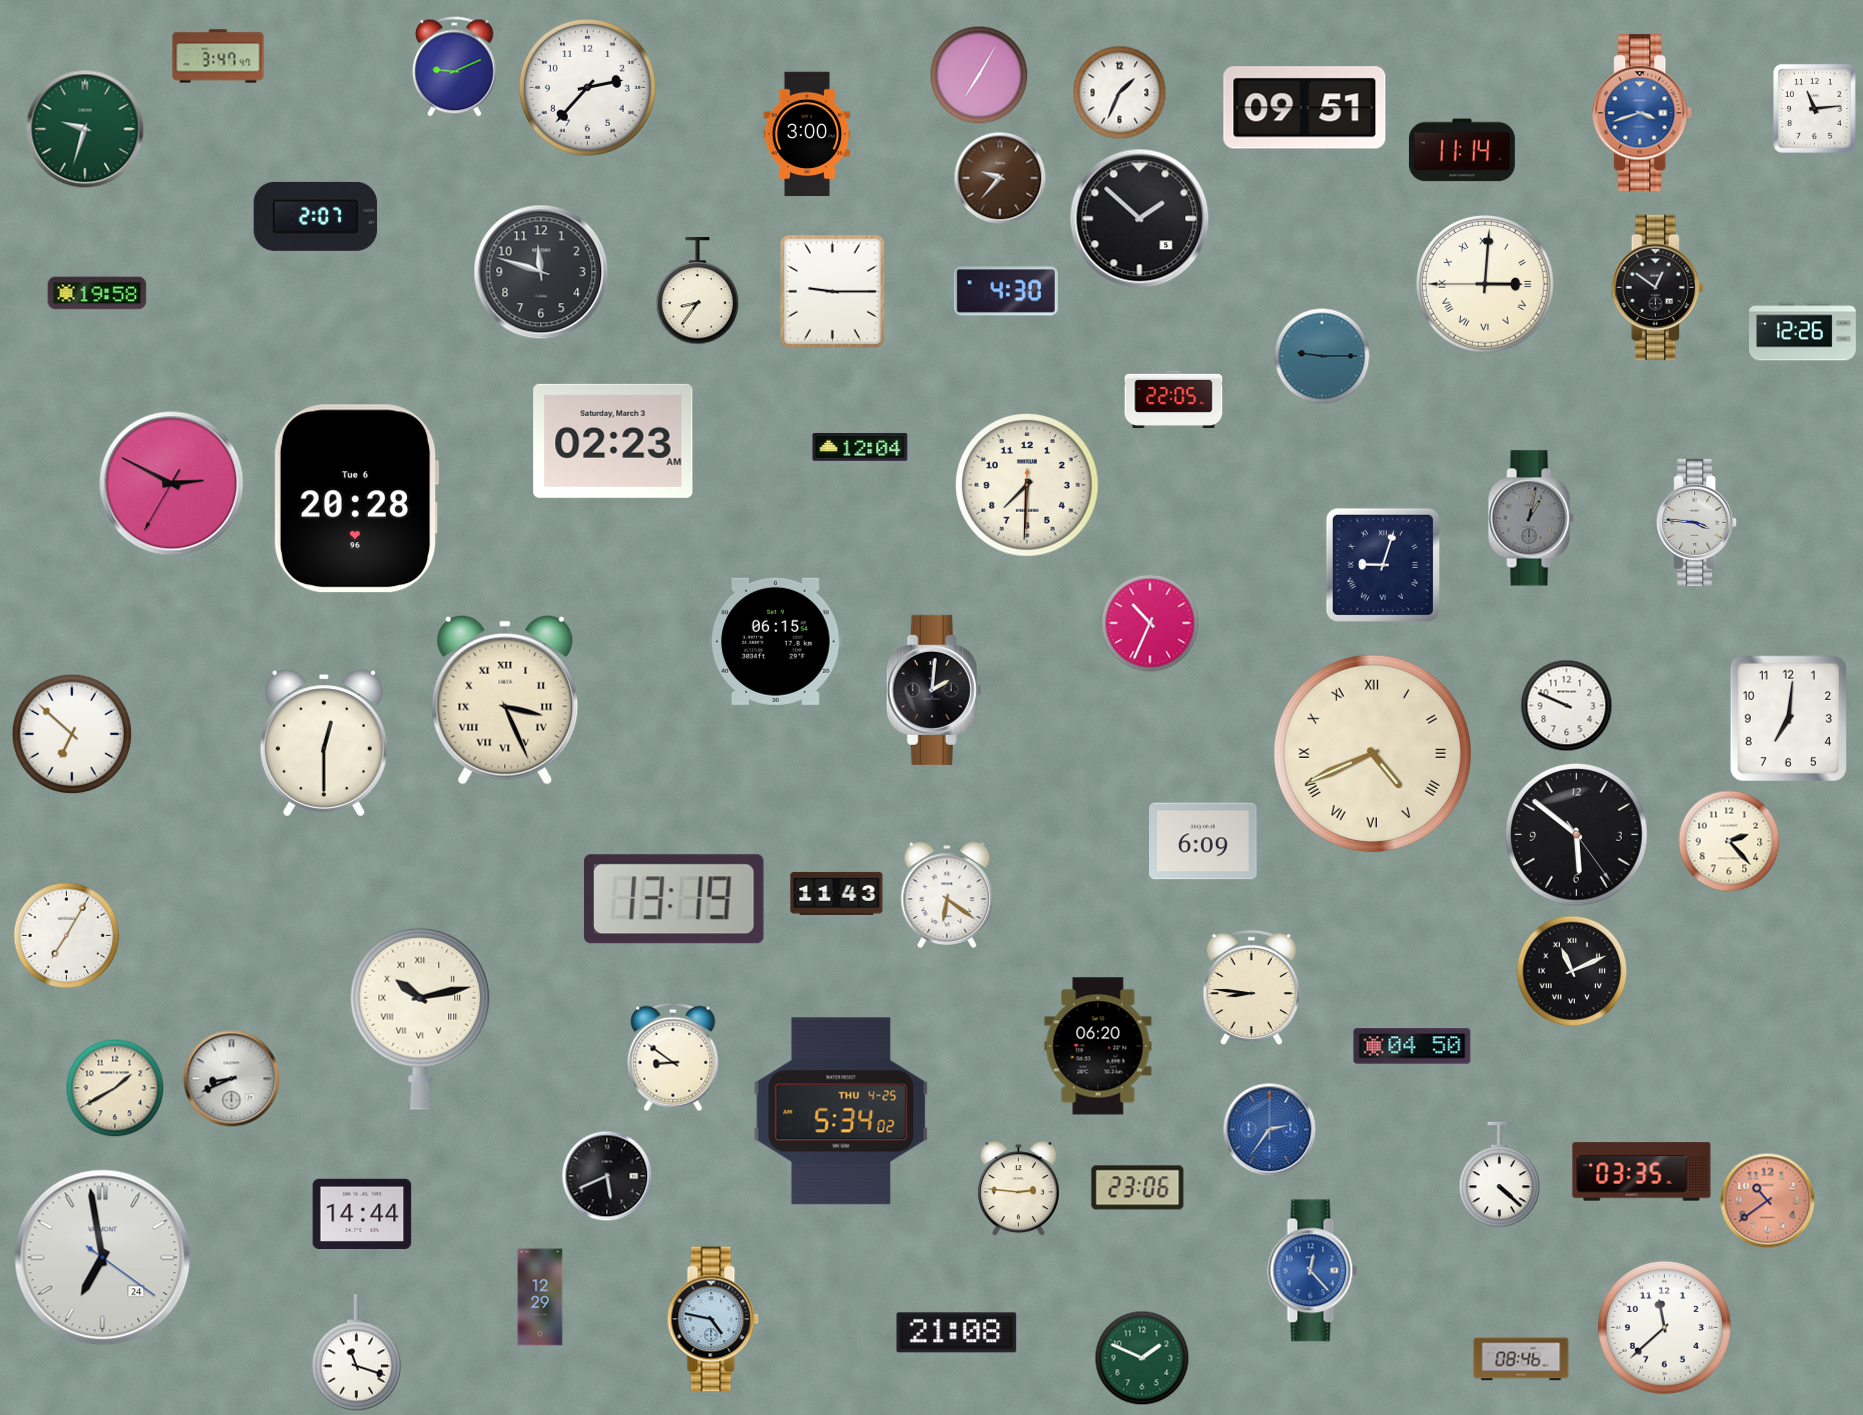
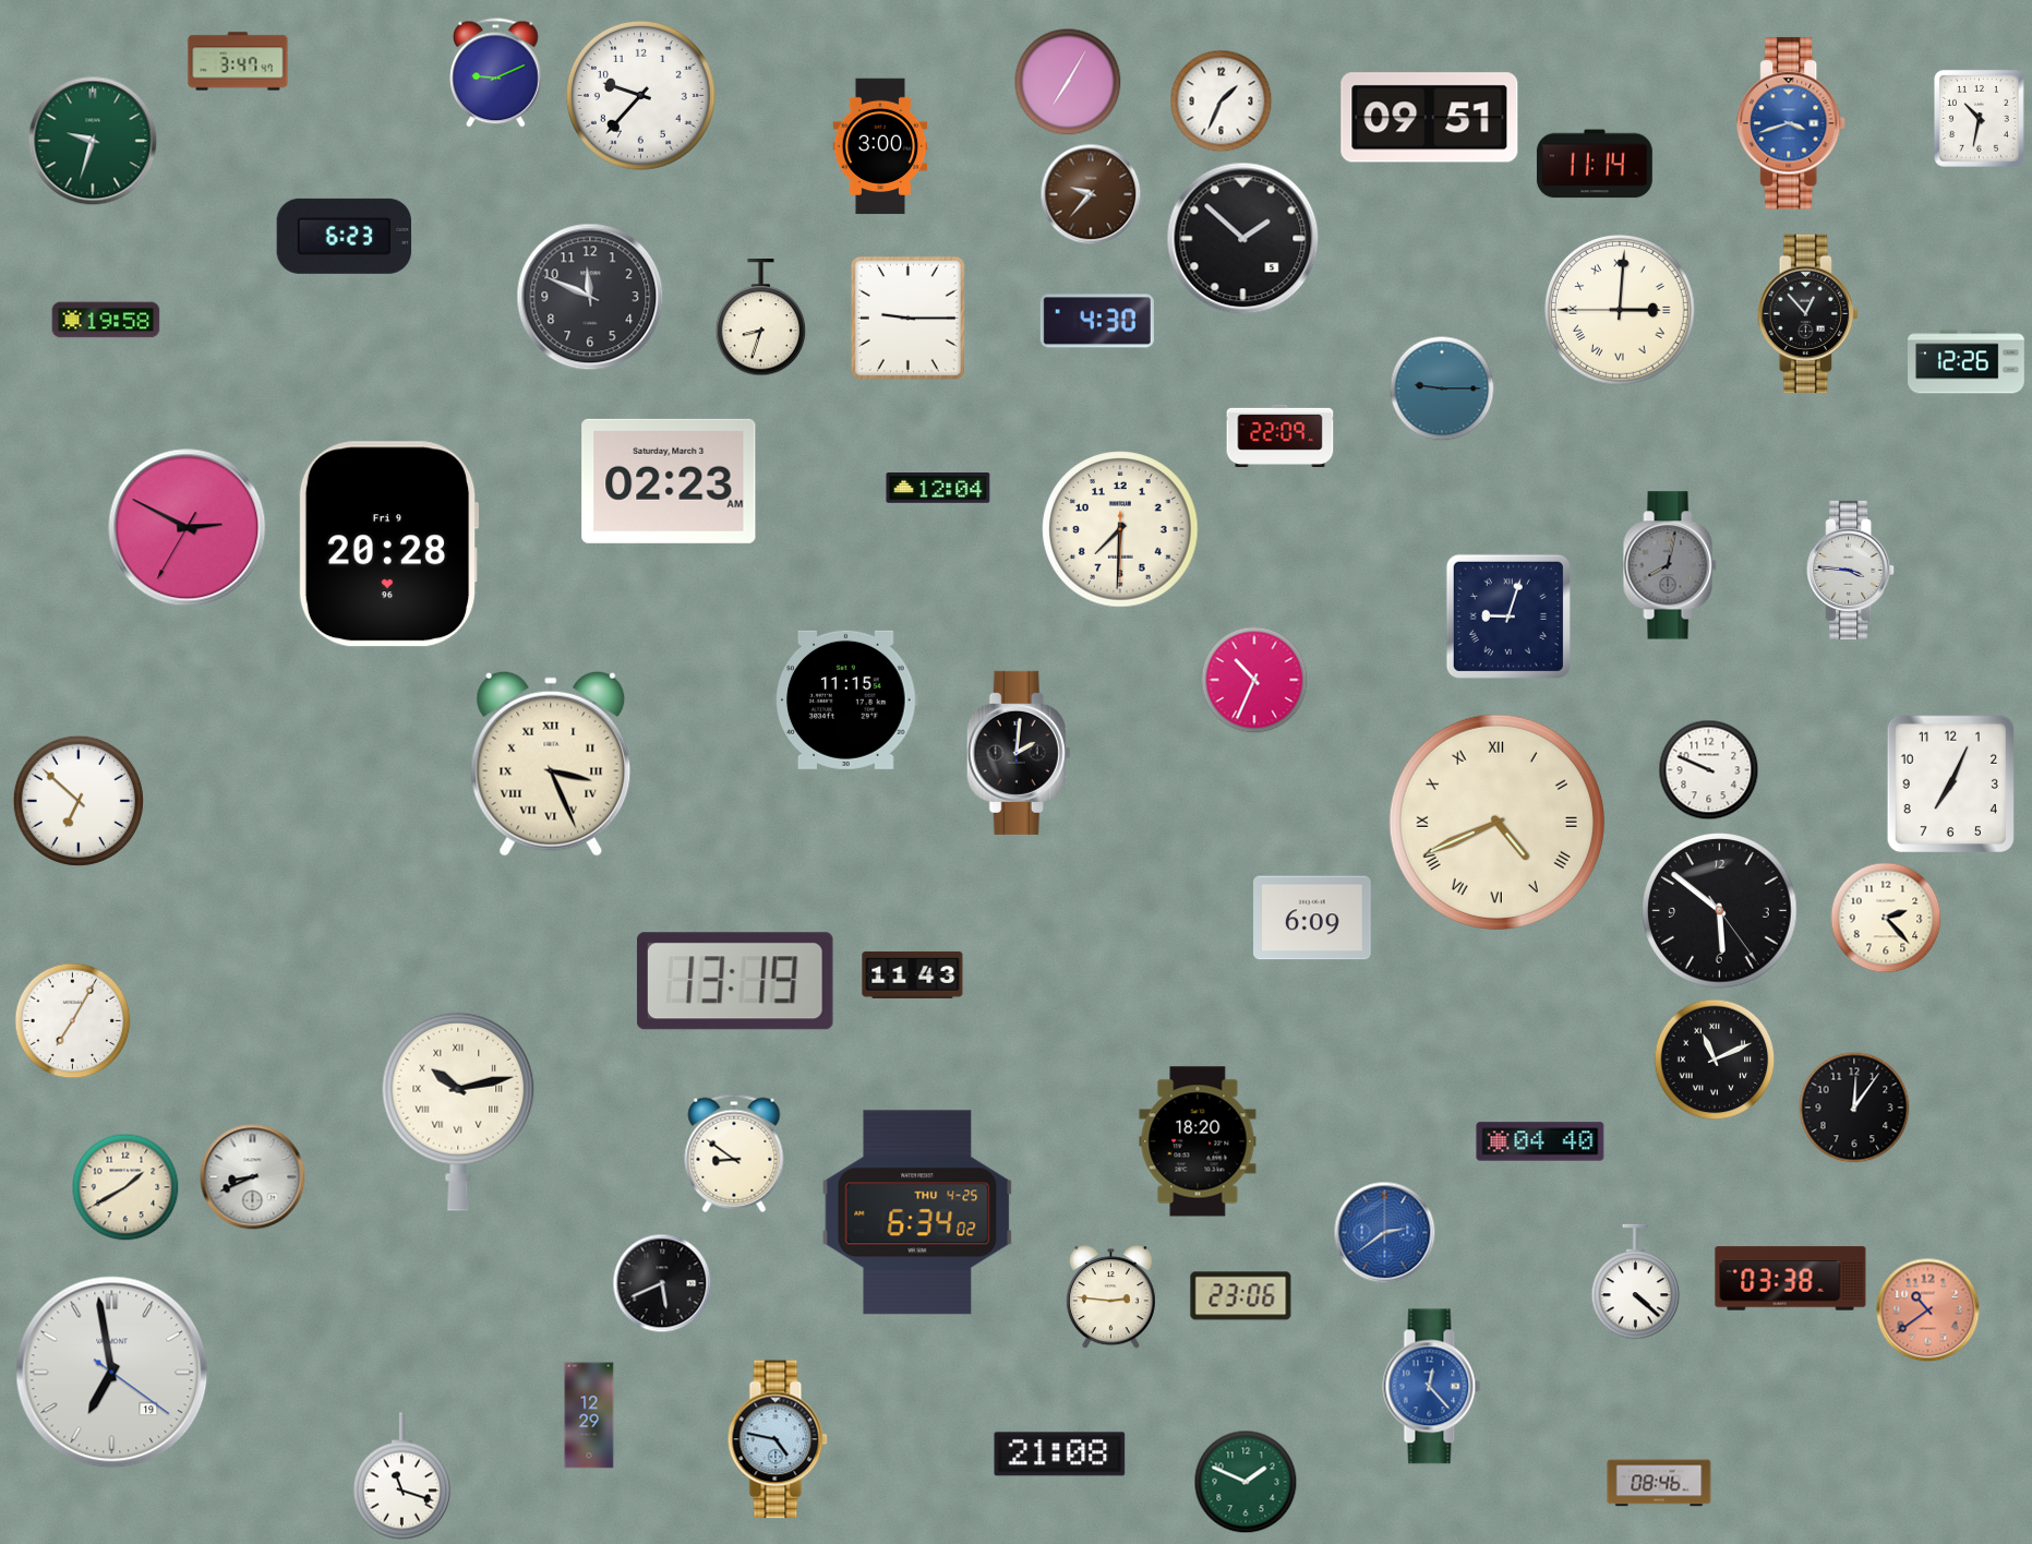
clock at (587, 87): 2:37 -> 9:37
clock at (1305, 108) position: (1305, 108) -> (1430, 118)
clock at (1814, 109): 11:14 -> 10:32
clock at (316, 216): 2:07 -> 6:23
clock at (541, 272): 11:48 -> 11:49
clock at (1658, 288): 12:51 -> 12:53
clock at (698, 291): 8:36 -> 8:33
clock at (1006, 291) position: (1006, 291) -> (1097, 321)
clock at (1174, 399): 22:05 -> 22:09
clock at (356, 499) date: Tue 6 -> Fri 9
clock at (1531, 518): 1:02 -> 8:02
clock at (776, 641): 06:15 -> 11:15
clock at (1788, 718): 7:01 -> 7:04
clock at (324, 743): 12:30 -> none
clock at (947, 895): 6:21 -> none
clock at (1251, 988): 8:46 -> none
clock at (1854, 1108): none -> 12:06
clock at (1098, 1046): 06:20 -> 18:20
clock at (1412, 1046): 04:50 -> 04:40
clock at (841, 1111): 5:34 -> 6:34
clock at (1270, 1130): 2:36 -> 2:39
clock at (1642, 1172): 03:35 -> 03:38
clock at (362, 1213): 14:44 -> none
clock at (103, 1258) date: 24 -> 19
clock at (1664, 1327): 11:38 -> none
clock at (957, 1333) position: (957, 1333) -> (1060, 1455)
clock at (356, 1353) position: (356, 1353) -> (401, 1476)
